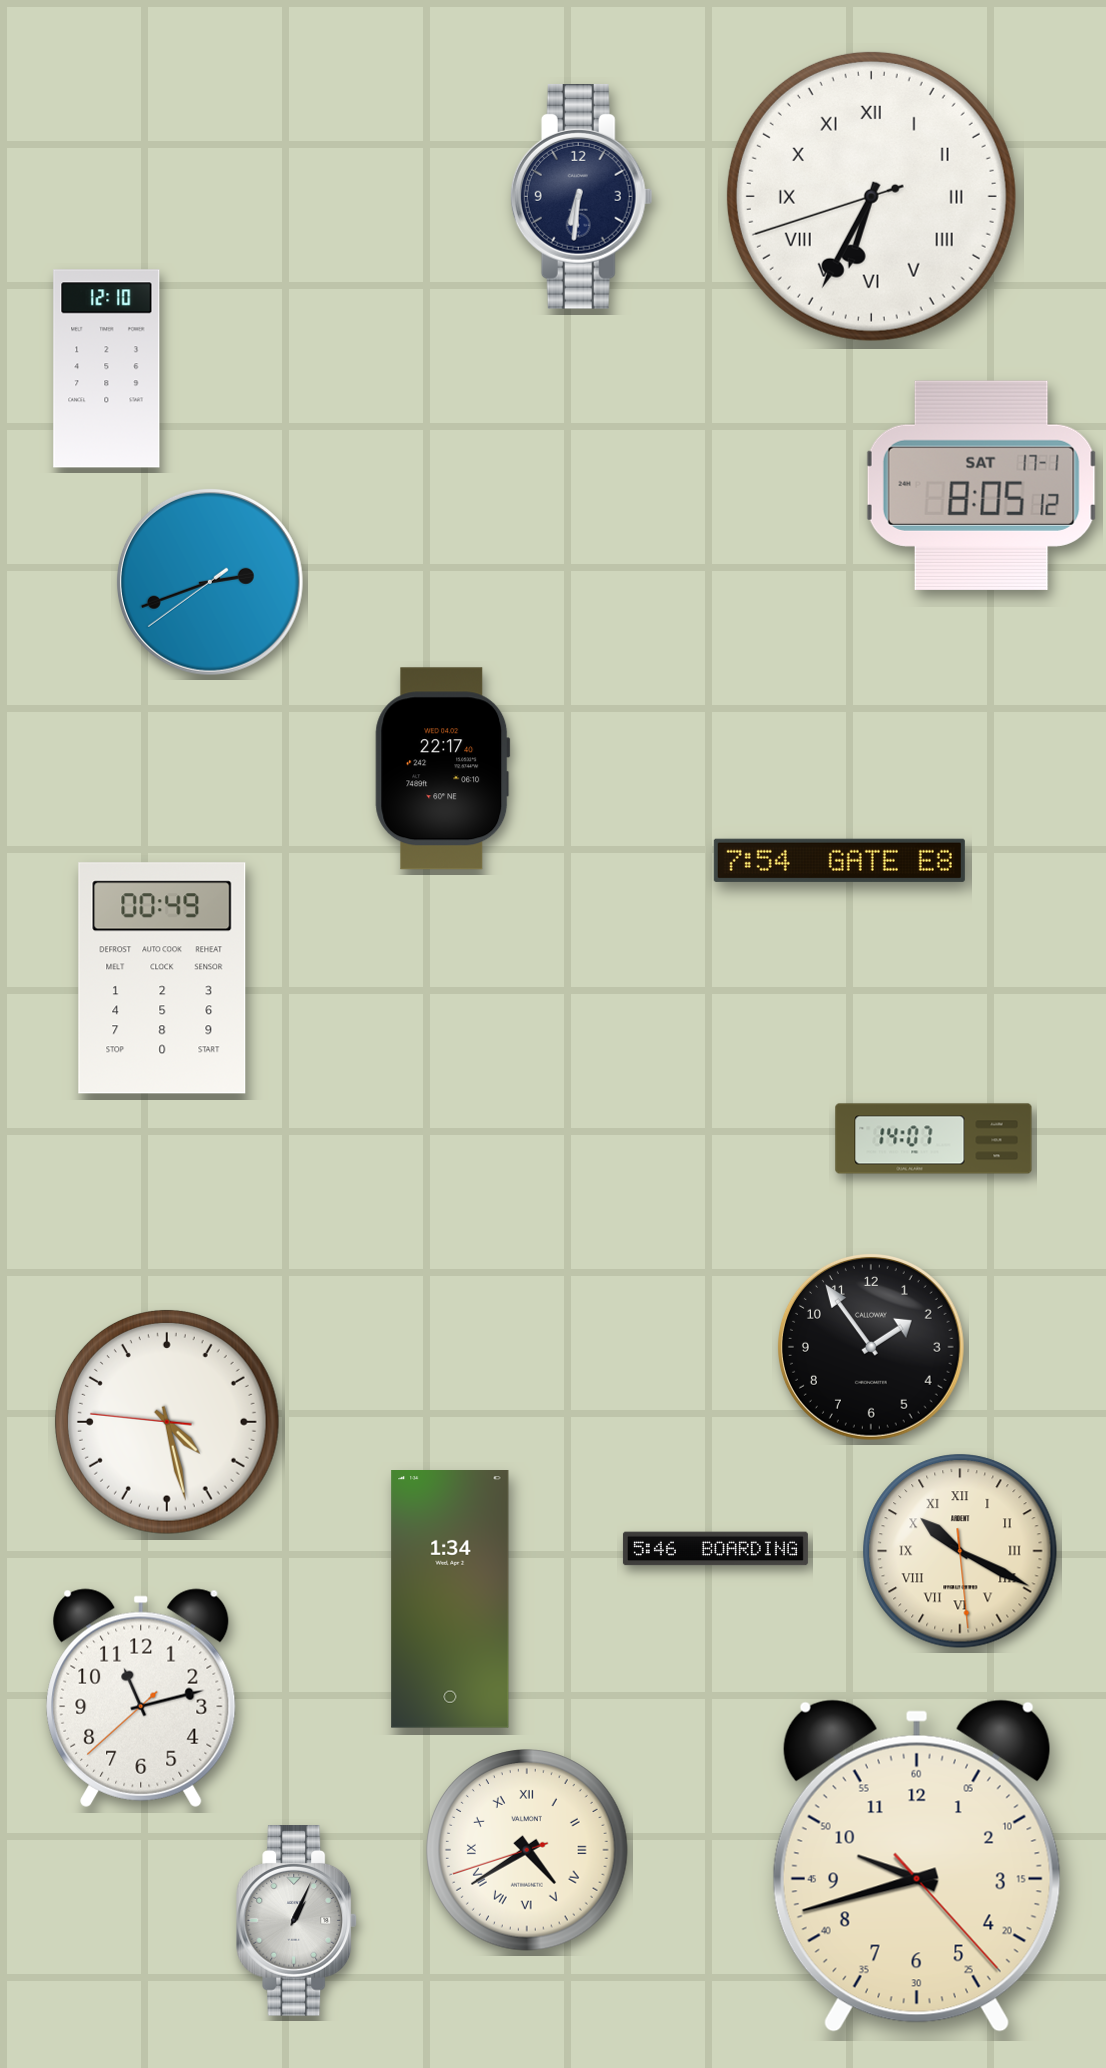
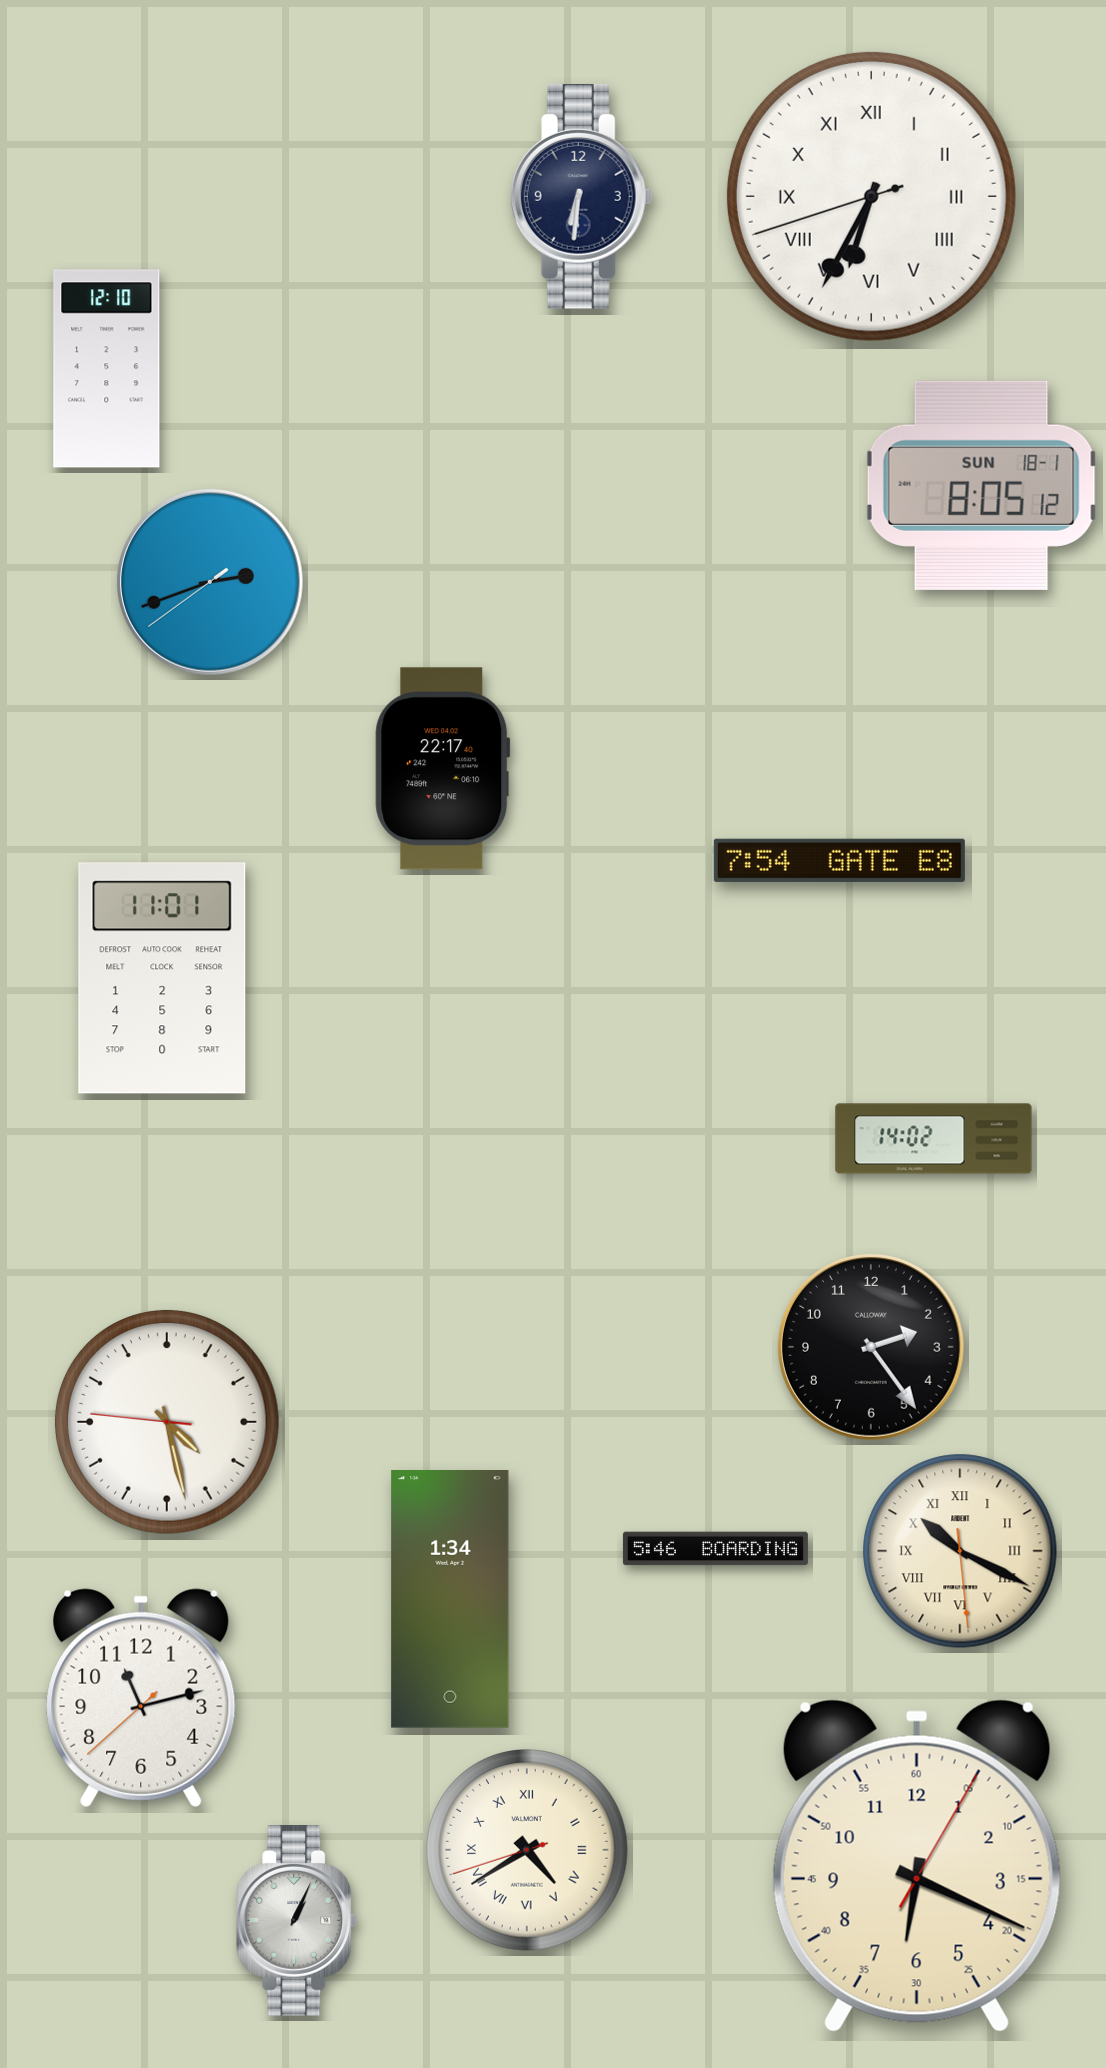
clock at (982, 485) date: SAT 17-1 -> SUN 18-1
clock at (162, 978): 00:49 -> 11:01
clock at (934, 1139): 14:07 -> 14:02
clock at (871, 1347): 1:54 -> 2:24
clock at (917, 1866): 9:42 -> 6:19
